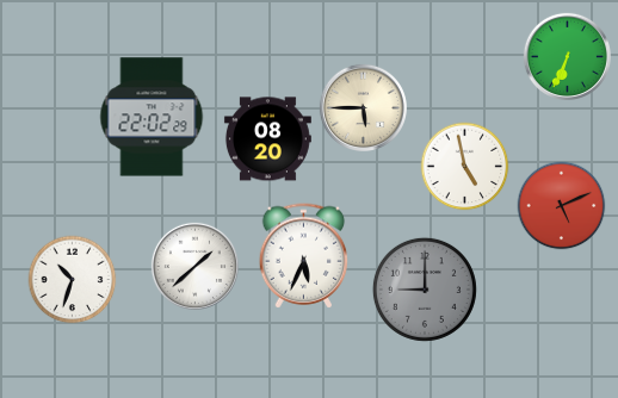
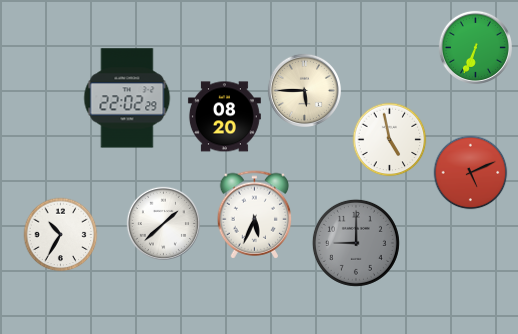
clock at (73, 280): 10:33 -> 10:35
